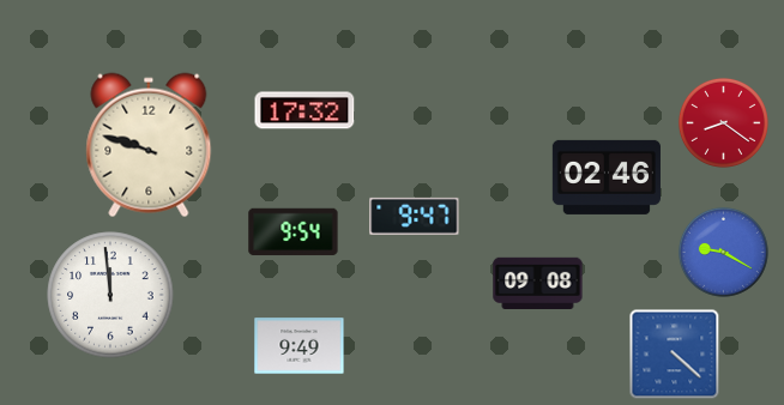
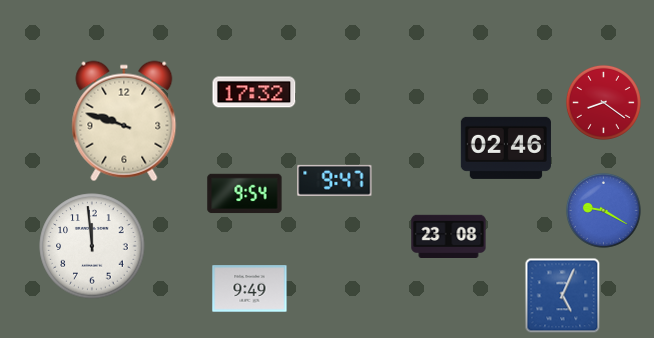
clock at (415, 216) position: (415, 216) -> (335, 180)
clock at (538, 284): 09:08 -> 23:08
clock at (675, 355): 4:22 -> 5:04
